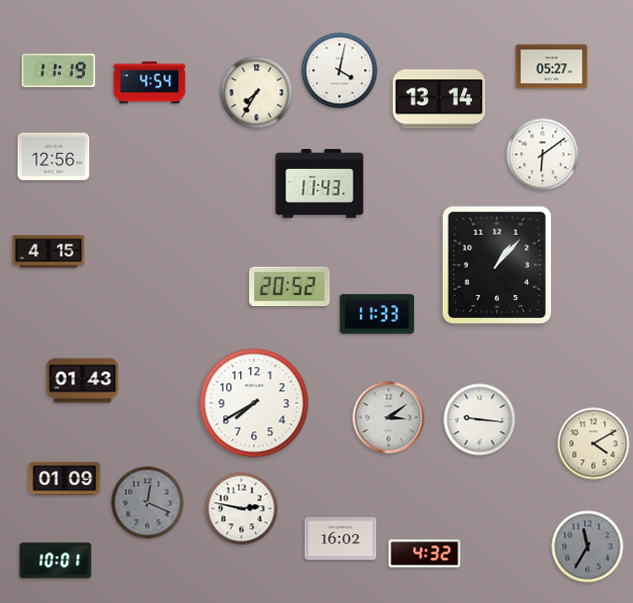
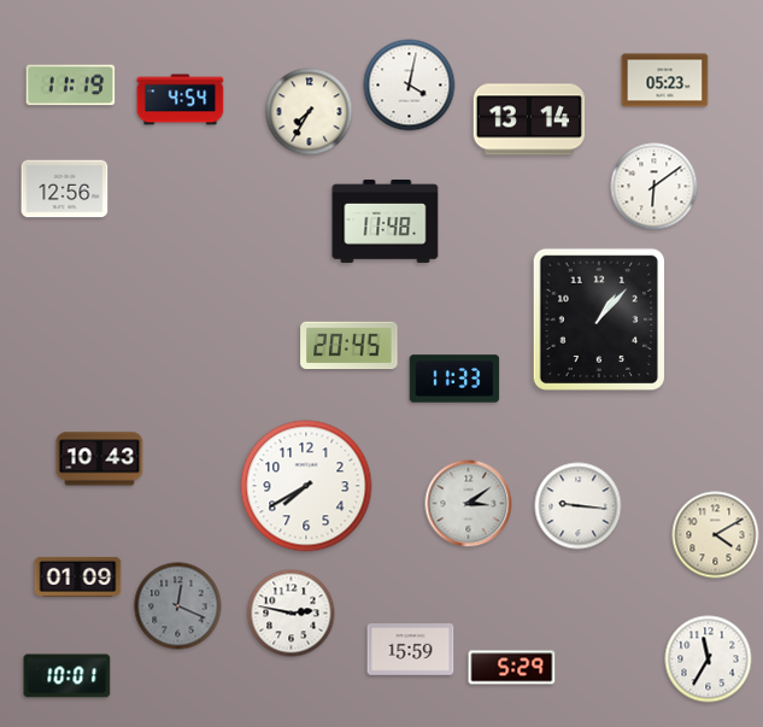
clock at (552, 67): 05:27 -> 05:23
clock at (320, 183): 11:43 -> 11:48
clock at (49, 252): 4:15 -> none
clock at (290, 287): 20:52 -> 20:45
clock at (83, 381): 01:43 -> 10:43
clock at (341, 539): 16:02 -> 15:59
clock at (588, 547) dial: grey -> white
clock at (425, 554): 4:32 -> 5:29
